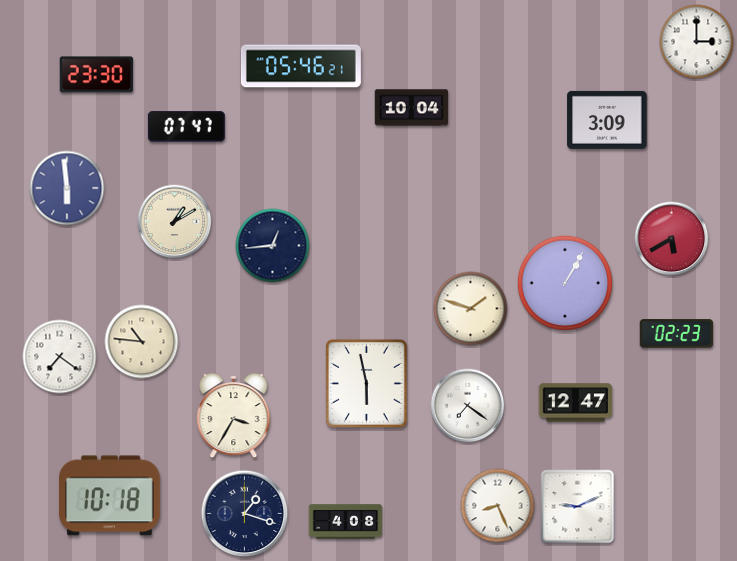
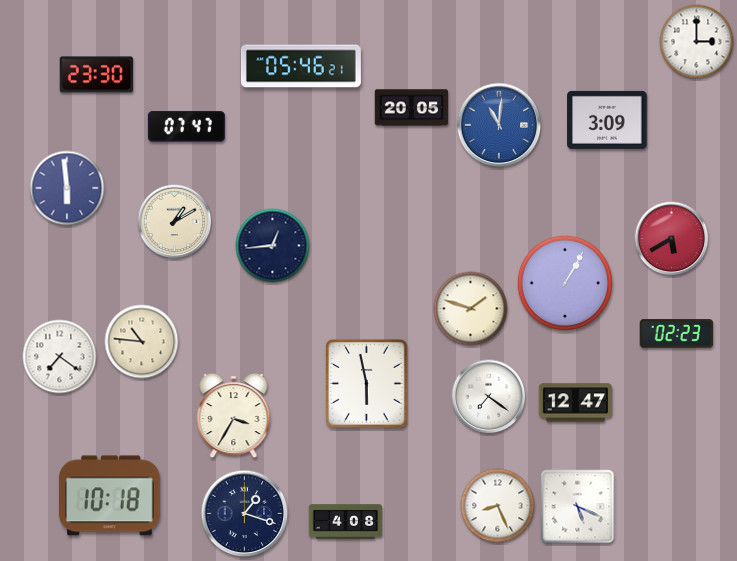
clock at (412, 108): 10:04 -> 20:05
clock at (499, 125): none -> 11:01
clock at (468, 406) position: (468, 406) -> (489, 397)
clock at (578, 507): 9:11 -> 5:19
